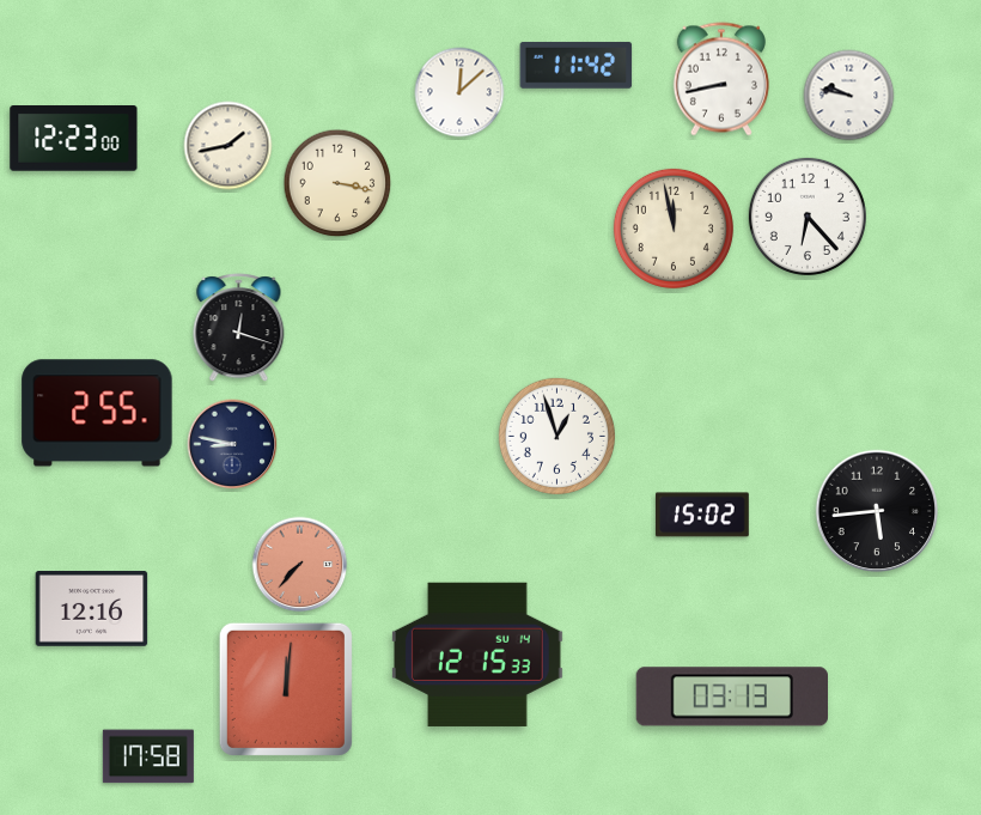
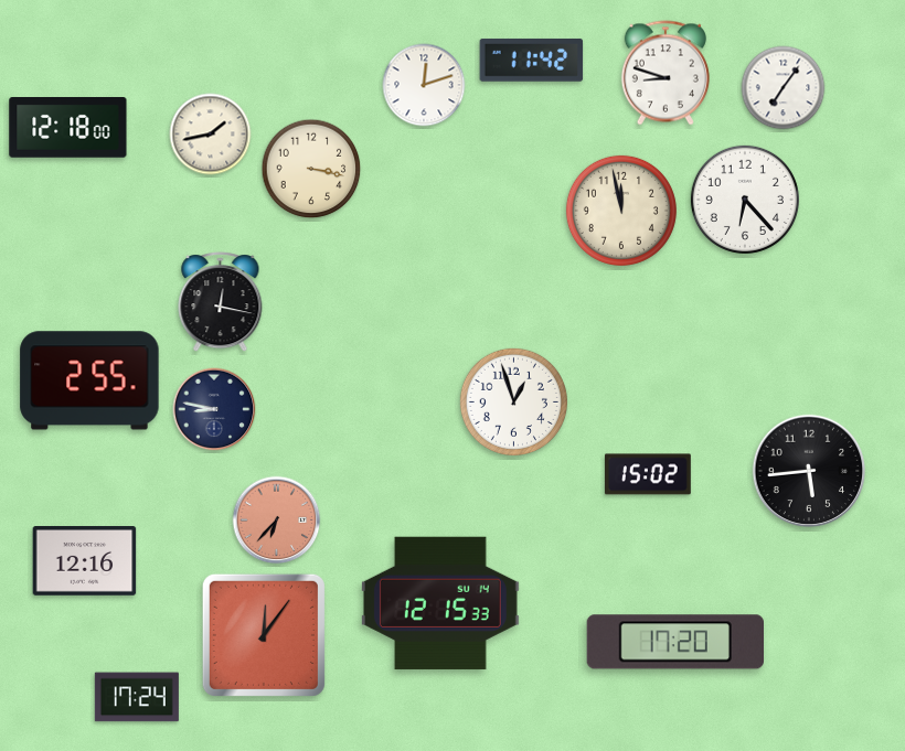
clock at (721, 79): 8:43 -> 8:48
clock at (459, 92): 12:08 -> 12:12
clock at (849, 96): 9:47 -> 7:06
clock at (74, 139): 12:23 -> 12:18
clock at (239, 328): 12:18 -> 12:17
clock at (300, 565): 7:37 -> 6:37
clock at (286, 689): 12:01 -> 12:06
clock at (731, 697): 03:13 -> 17:20
clock at (148, 756): 17:58 -> 17:24
